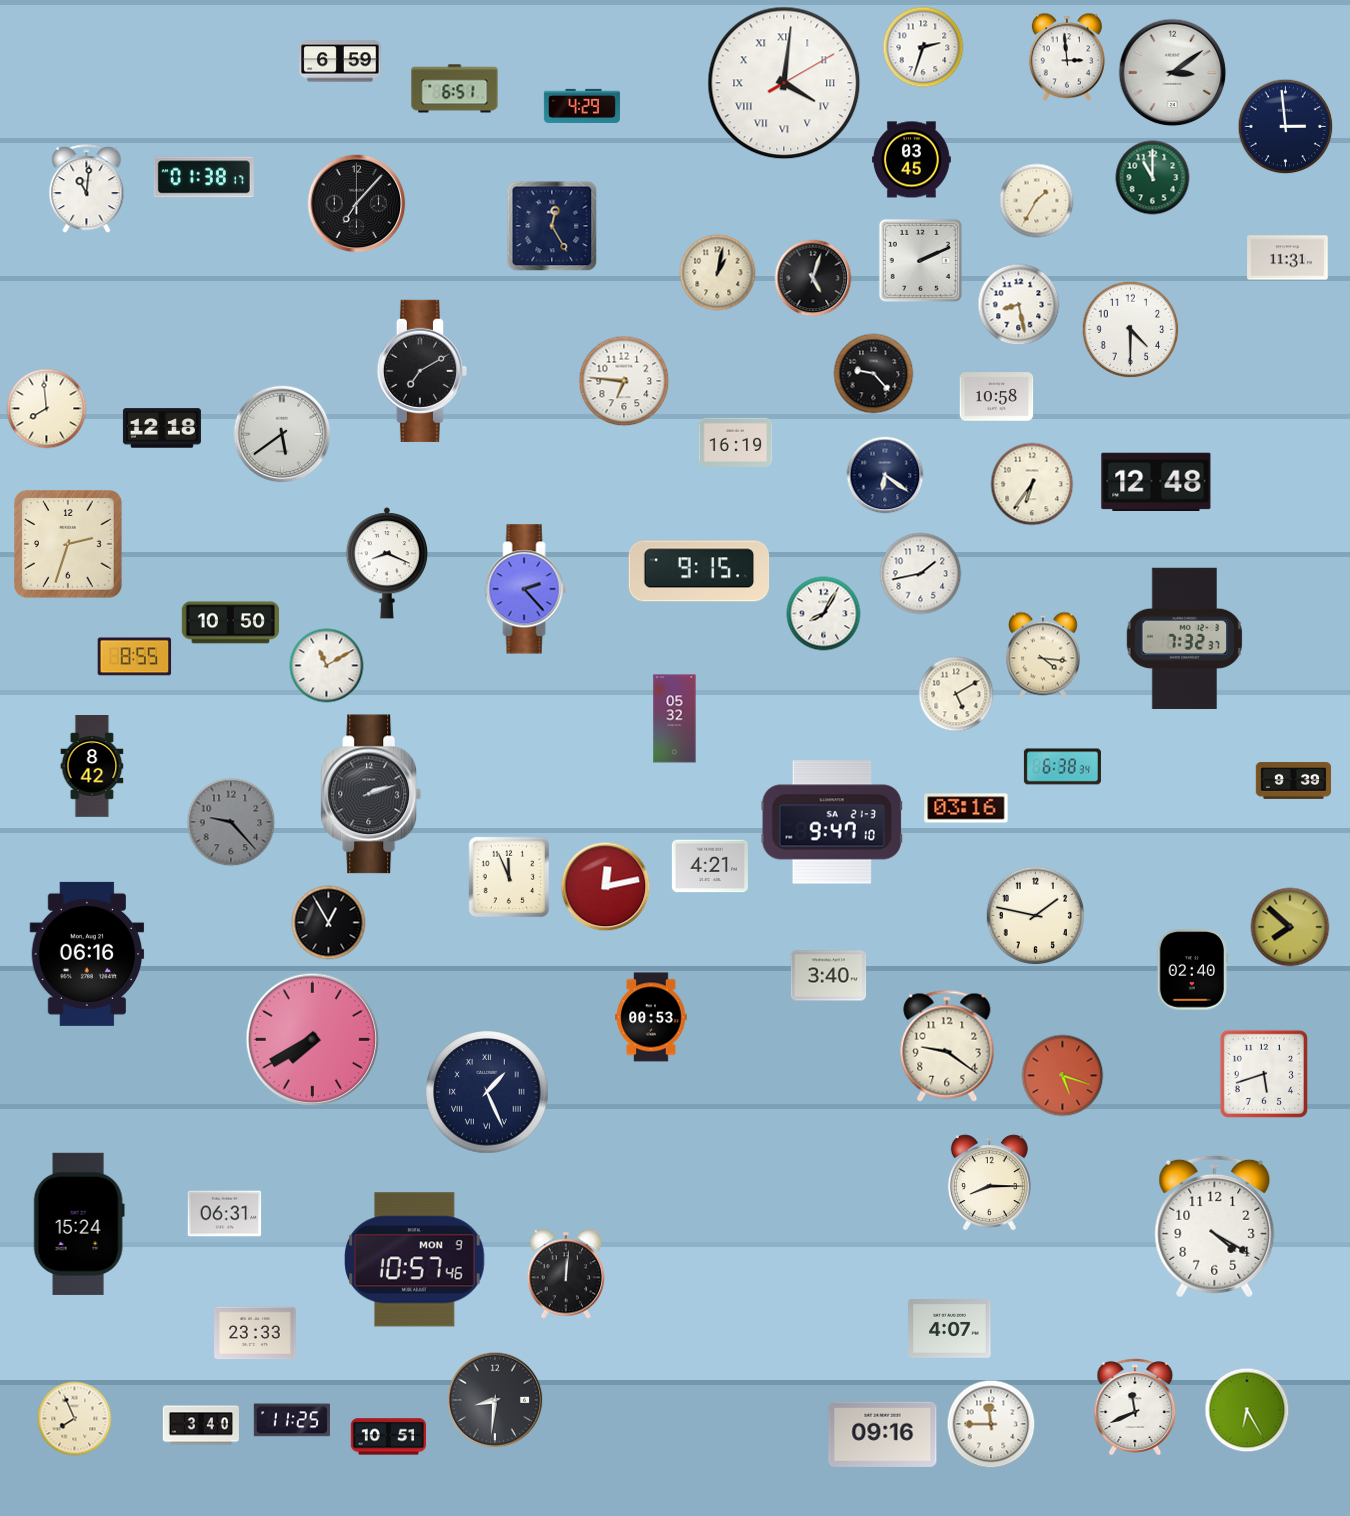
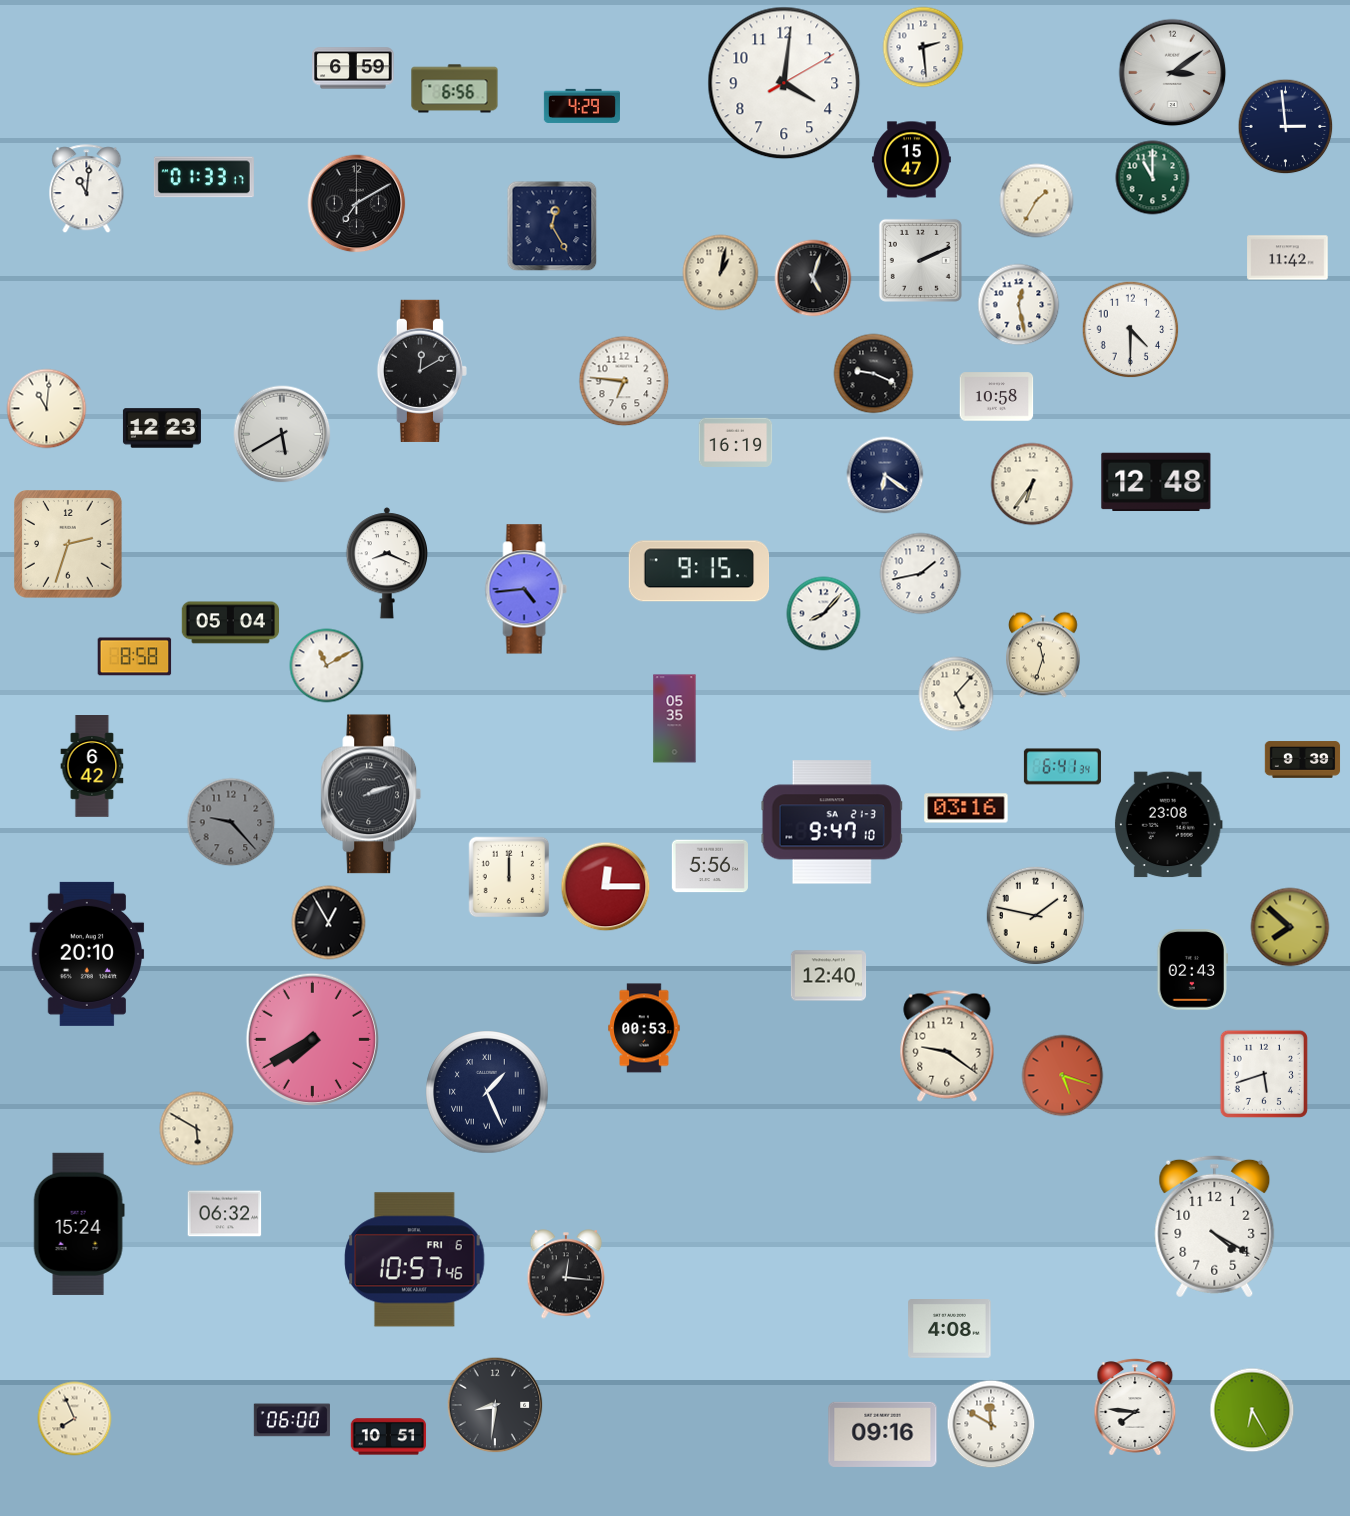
clock at (923, 47): 2:33 -> 2:29
clock at (1067, 57): 2:59 -> none
clock at (340, 61) position: (340, 61) -> (353, 68)
clock at (784, 83) numerals: Roman -> Arabic
clock at (455, 89): 6:51 -> 6:56
clock at (911, 160): 03:45 -> 15:47
clock at (204, 177): 01:38 -> 01:33
clock at (357, 204): 7:07 -> 7:10
clock at (1288, 258): 11:31 -> 11:42
clock at (718, 273) position: (718, 273) -> (721, 273)
clock at (1019, 305): 8:28 -> 12:28
clock at (422, 371): 7:10 -> 12:10
clock at (874, 374): 9:23 -> 9:19
clock at (47, 409): 7:59 -> 11:01
clock at (162, 428): 12:18 -> 12:23
clock at (282, 434): 5:39 -> 5:40
clock at (526, 589): 2:23 -> 4:44
clock at (824, 614): 8:05 -> 8:07
clock at (230, 623): 10:50 -> 05:04
clock at (1185, 638): 7:32 -> none
clock at (1044, 655): 4:16 -> 11:33
clock at (135, 657): 8:55 -> 8:58
clock at (956, 694): 5:10 -> 5:07
clock at (675, 719): 05:32 -> 05:35
clock at (92, 766): 8:42 -> 6:42
clock at (1062, 767): 6:38 -> 6:41
clock at (1294, 781) position: (1294, 781) -> (1303, 760)
clock at (1168, 825): none -> 23:08
clock at (710, 866): 4:21 -> 5:56
clock at (509, 877): 11:56 -> 12:00
clock at (606, 887): 12:13 -> 12:15
clock at (87, 954): 06:16 -> 20:10
clock at (1192, 970): 02:40 -> 02:43
clock at (829, 976): 3:40 -> 12:40
clock at (651, 1017) position: (651, 1017) -> (644, 1028)
clock at (197, 1129): none -> 5:50
clock at (989, 1183): 8:15 -> none
clock at (225, 1214): 06:31 -> 06:32
clock at (415, 1260) date: MON 9 -> FRI 6
clock at (566, 1274): 12:01 -> 12:16
clock at (950, 1329): 4:07 -> 4:08
clock at (255, 1333): 23:33 -> none
clock at (495, 1400) position: (495, 1400) -> (495, 1405)
clock at (1135, 1407): 11:41 -> 7:46
clock at (1247, 1410) position: (1247, 1410) -> (1252, 1410)
clock at (292, 1420): 11:25 -> 06:00
clock at (991, 1424): 11:45 -> 11:50
clock at (201, 1425): 3:40 -> none
